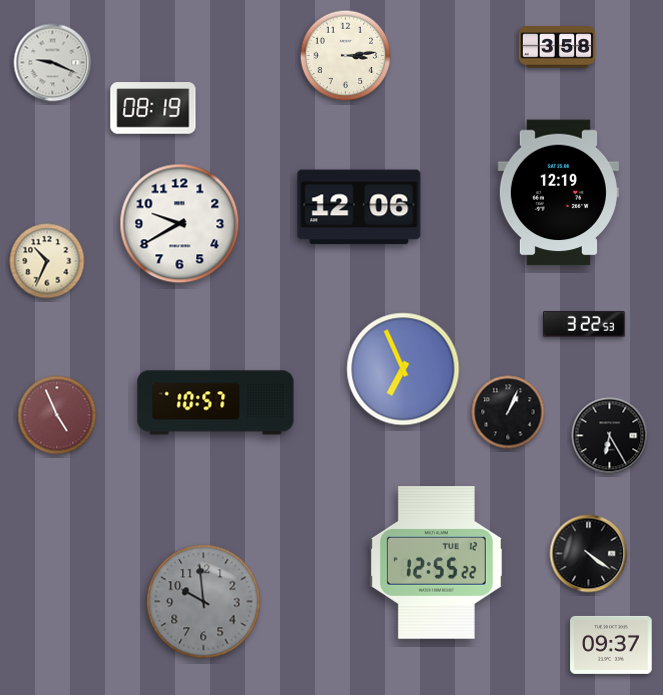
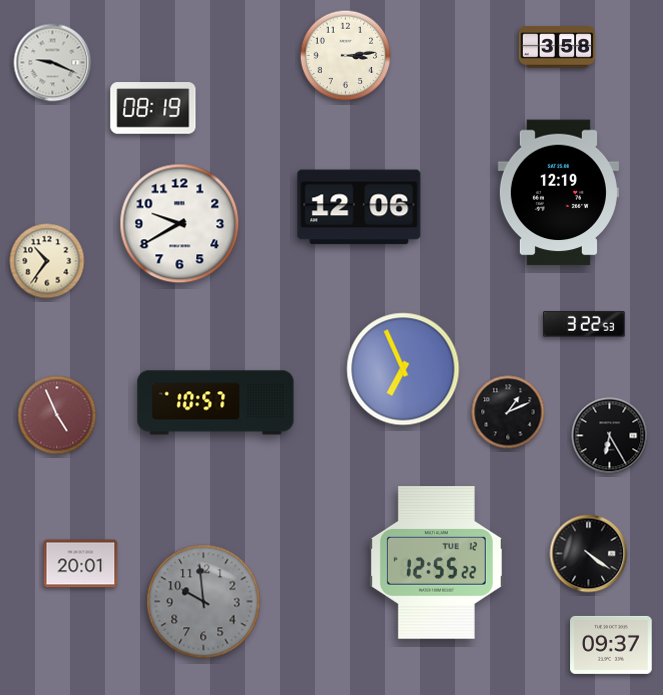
clock at (47, 261): 10:34 -> 10:36
clock at (508, 412): 1:04 -> 1:11
clock at (81, 564): none -> 20:01
